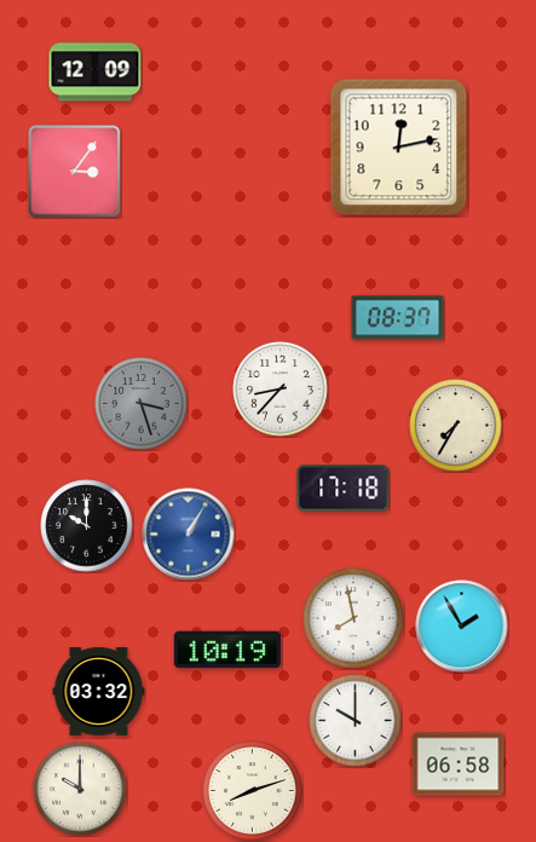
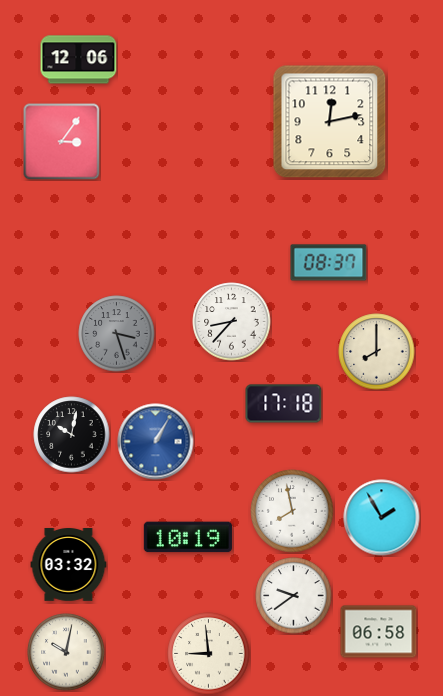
clock at (96, 73): 12:09 -> 12:06
clock at (456, 426): 7:35 -> 8:00
clock at (87, 526): 10:00 -> 10:02
clock at (99, 692) position: (99, 692) -> (69, 565)
clock at (356, 721): 10:00 -> 9:39
clock at (80, 789): 10:00 -> 10:02
clock at (253, 791): 8:12 -> 8:59
